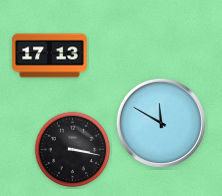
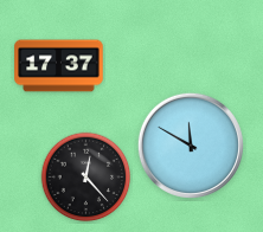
clock at (50, 56): 17:13 -> 17:37
clock at (73, 150): 3:17 -> 12:23
